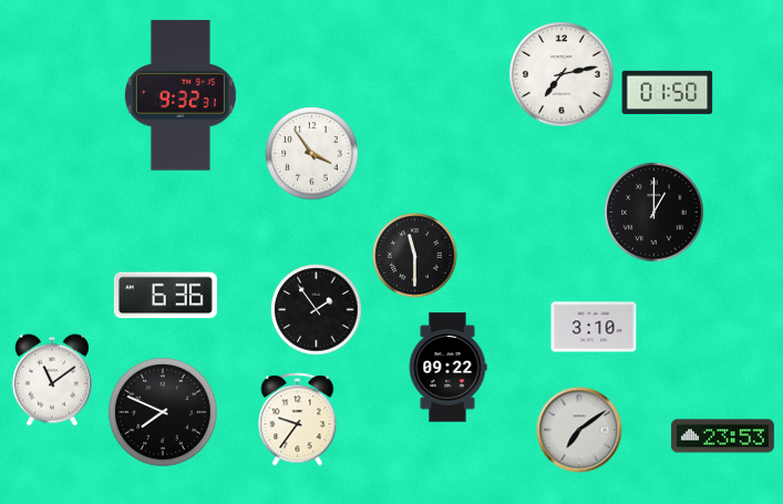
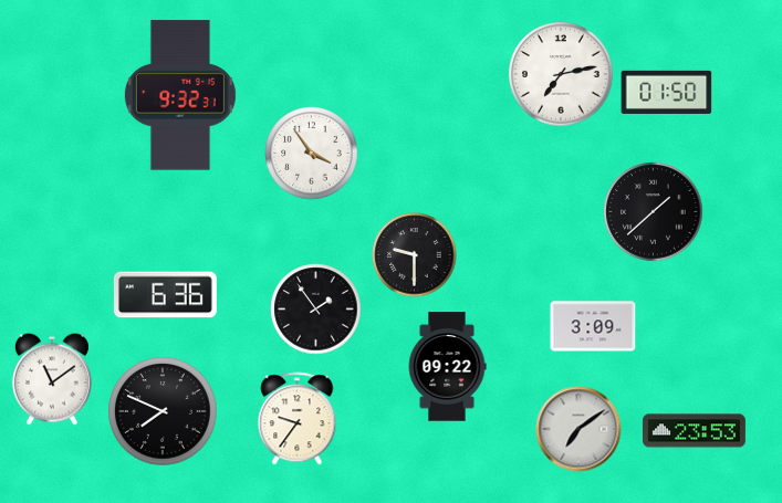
clock at (655, 213): 1:00 -> 1:38
clock at (415, 256): 11:30 -> 9:30
clock at (594, 327): 3:10 -> 3:09
clock at (722, 436) position: (722, 436) -> (694, 431)
